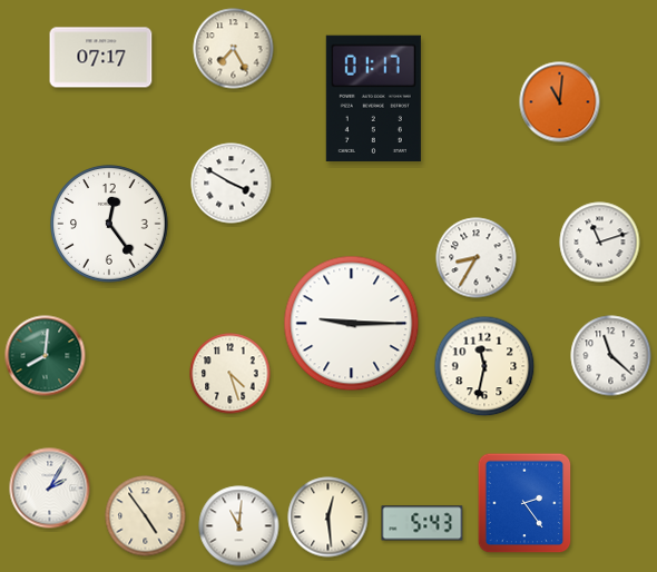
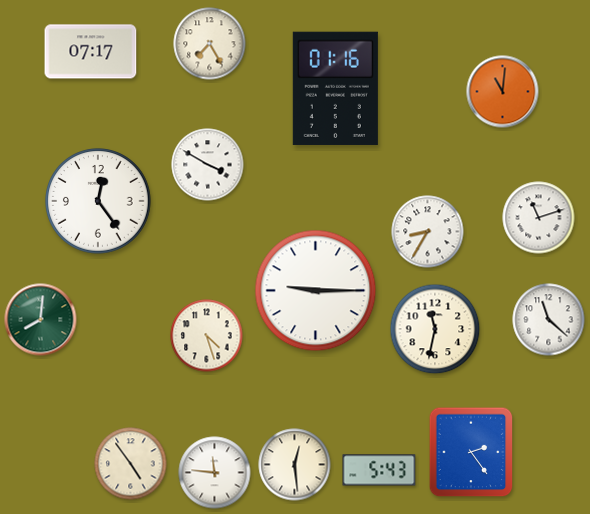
clock at (373, 98): 01:17 -> 01:16
clock at (50, 489): 2:05 -> none
clock at (239, 526): 11:01 -> 11:46
